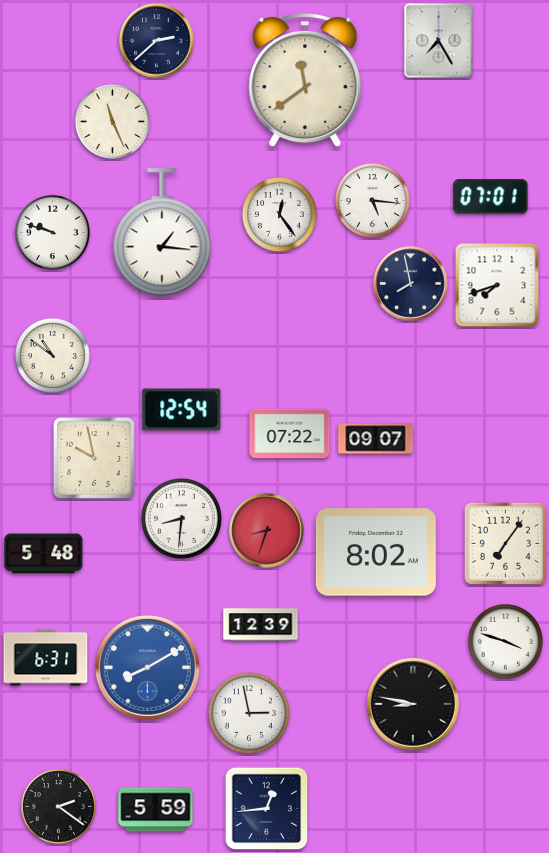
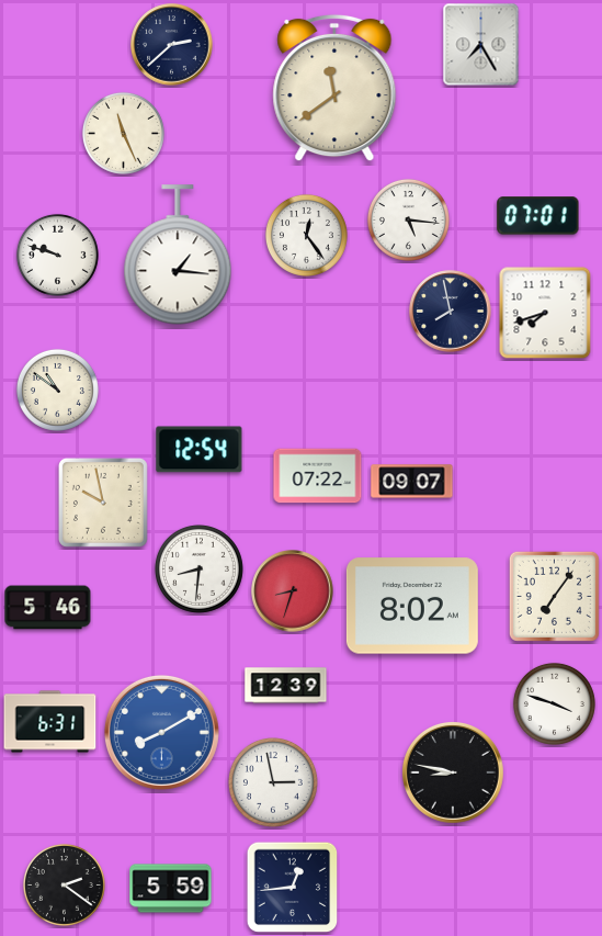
clock at (267, 531) position: (267, 531) -> (293, 591)
clock at (44, 554): 5:48 -> 5:46
